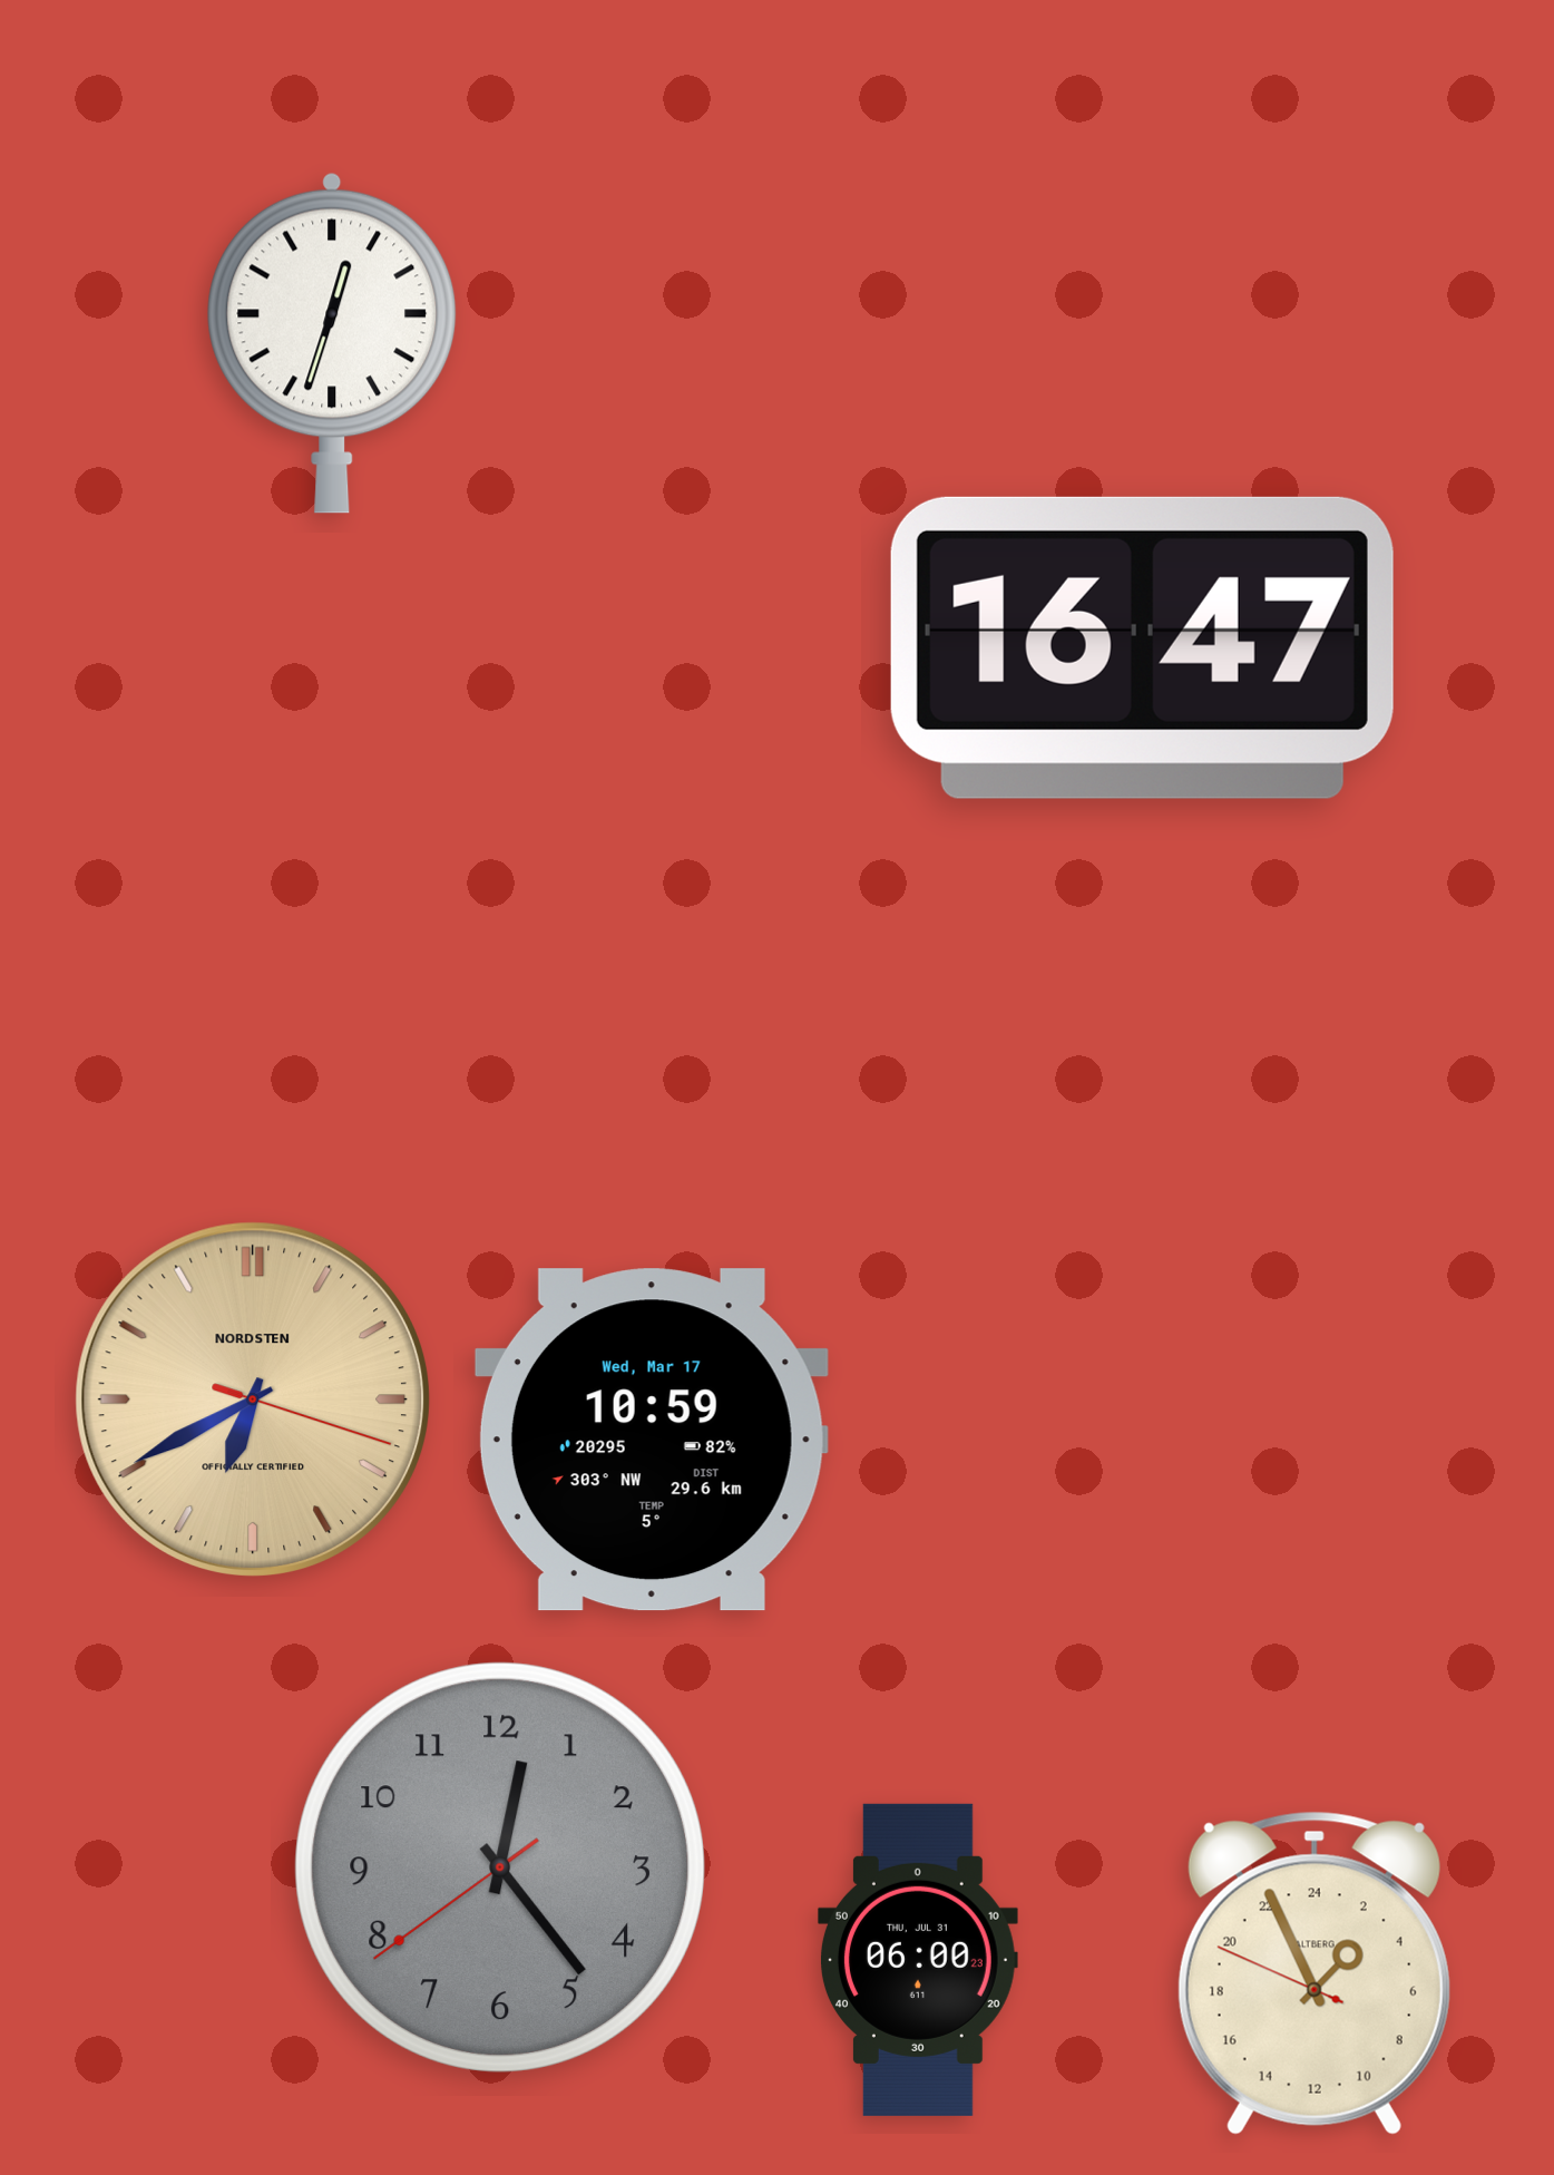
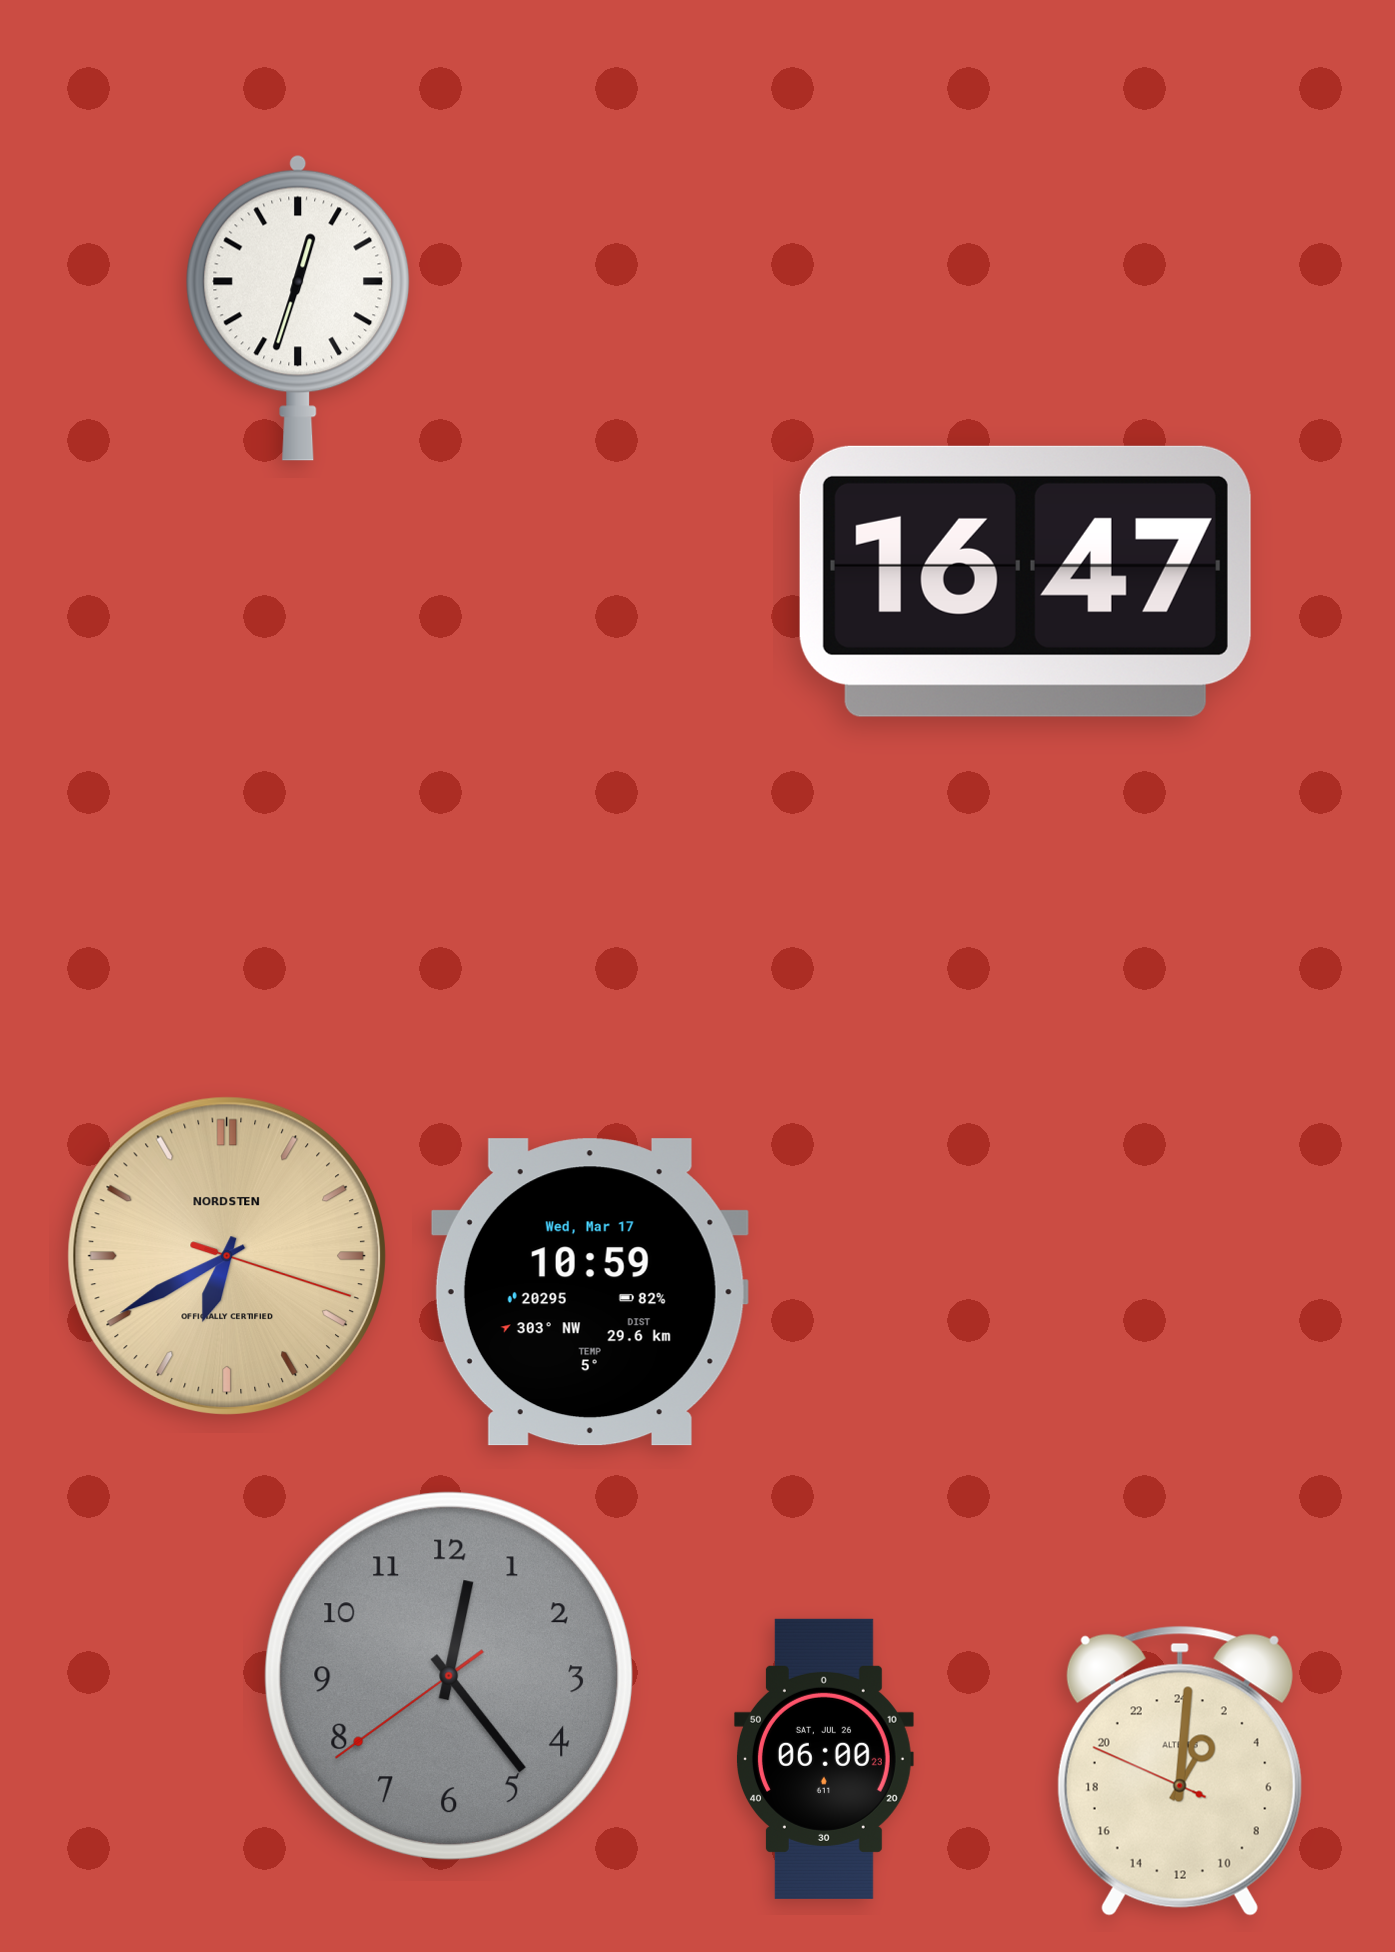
clock at (652, 1440) position: (652, 1440) -> (590, 1292)
clock at (918, 1960) date: THU, JUL 31 -> SAT, JUL 26
clock at (1314, 1973): 2:55 -> 2:00
